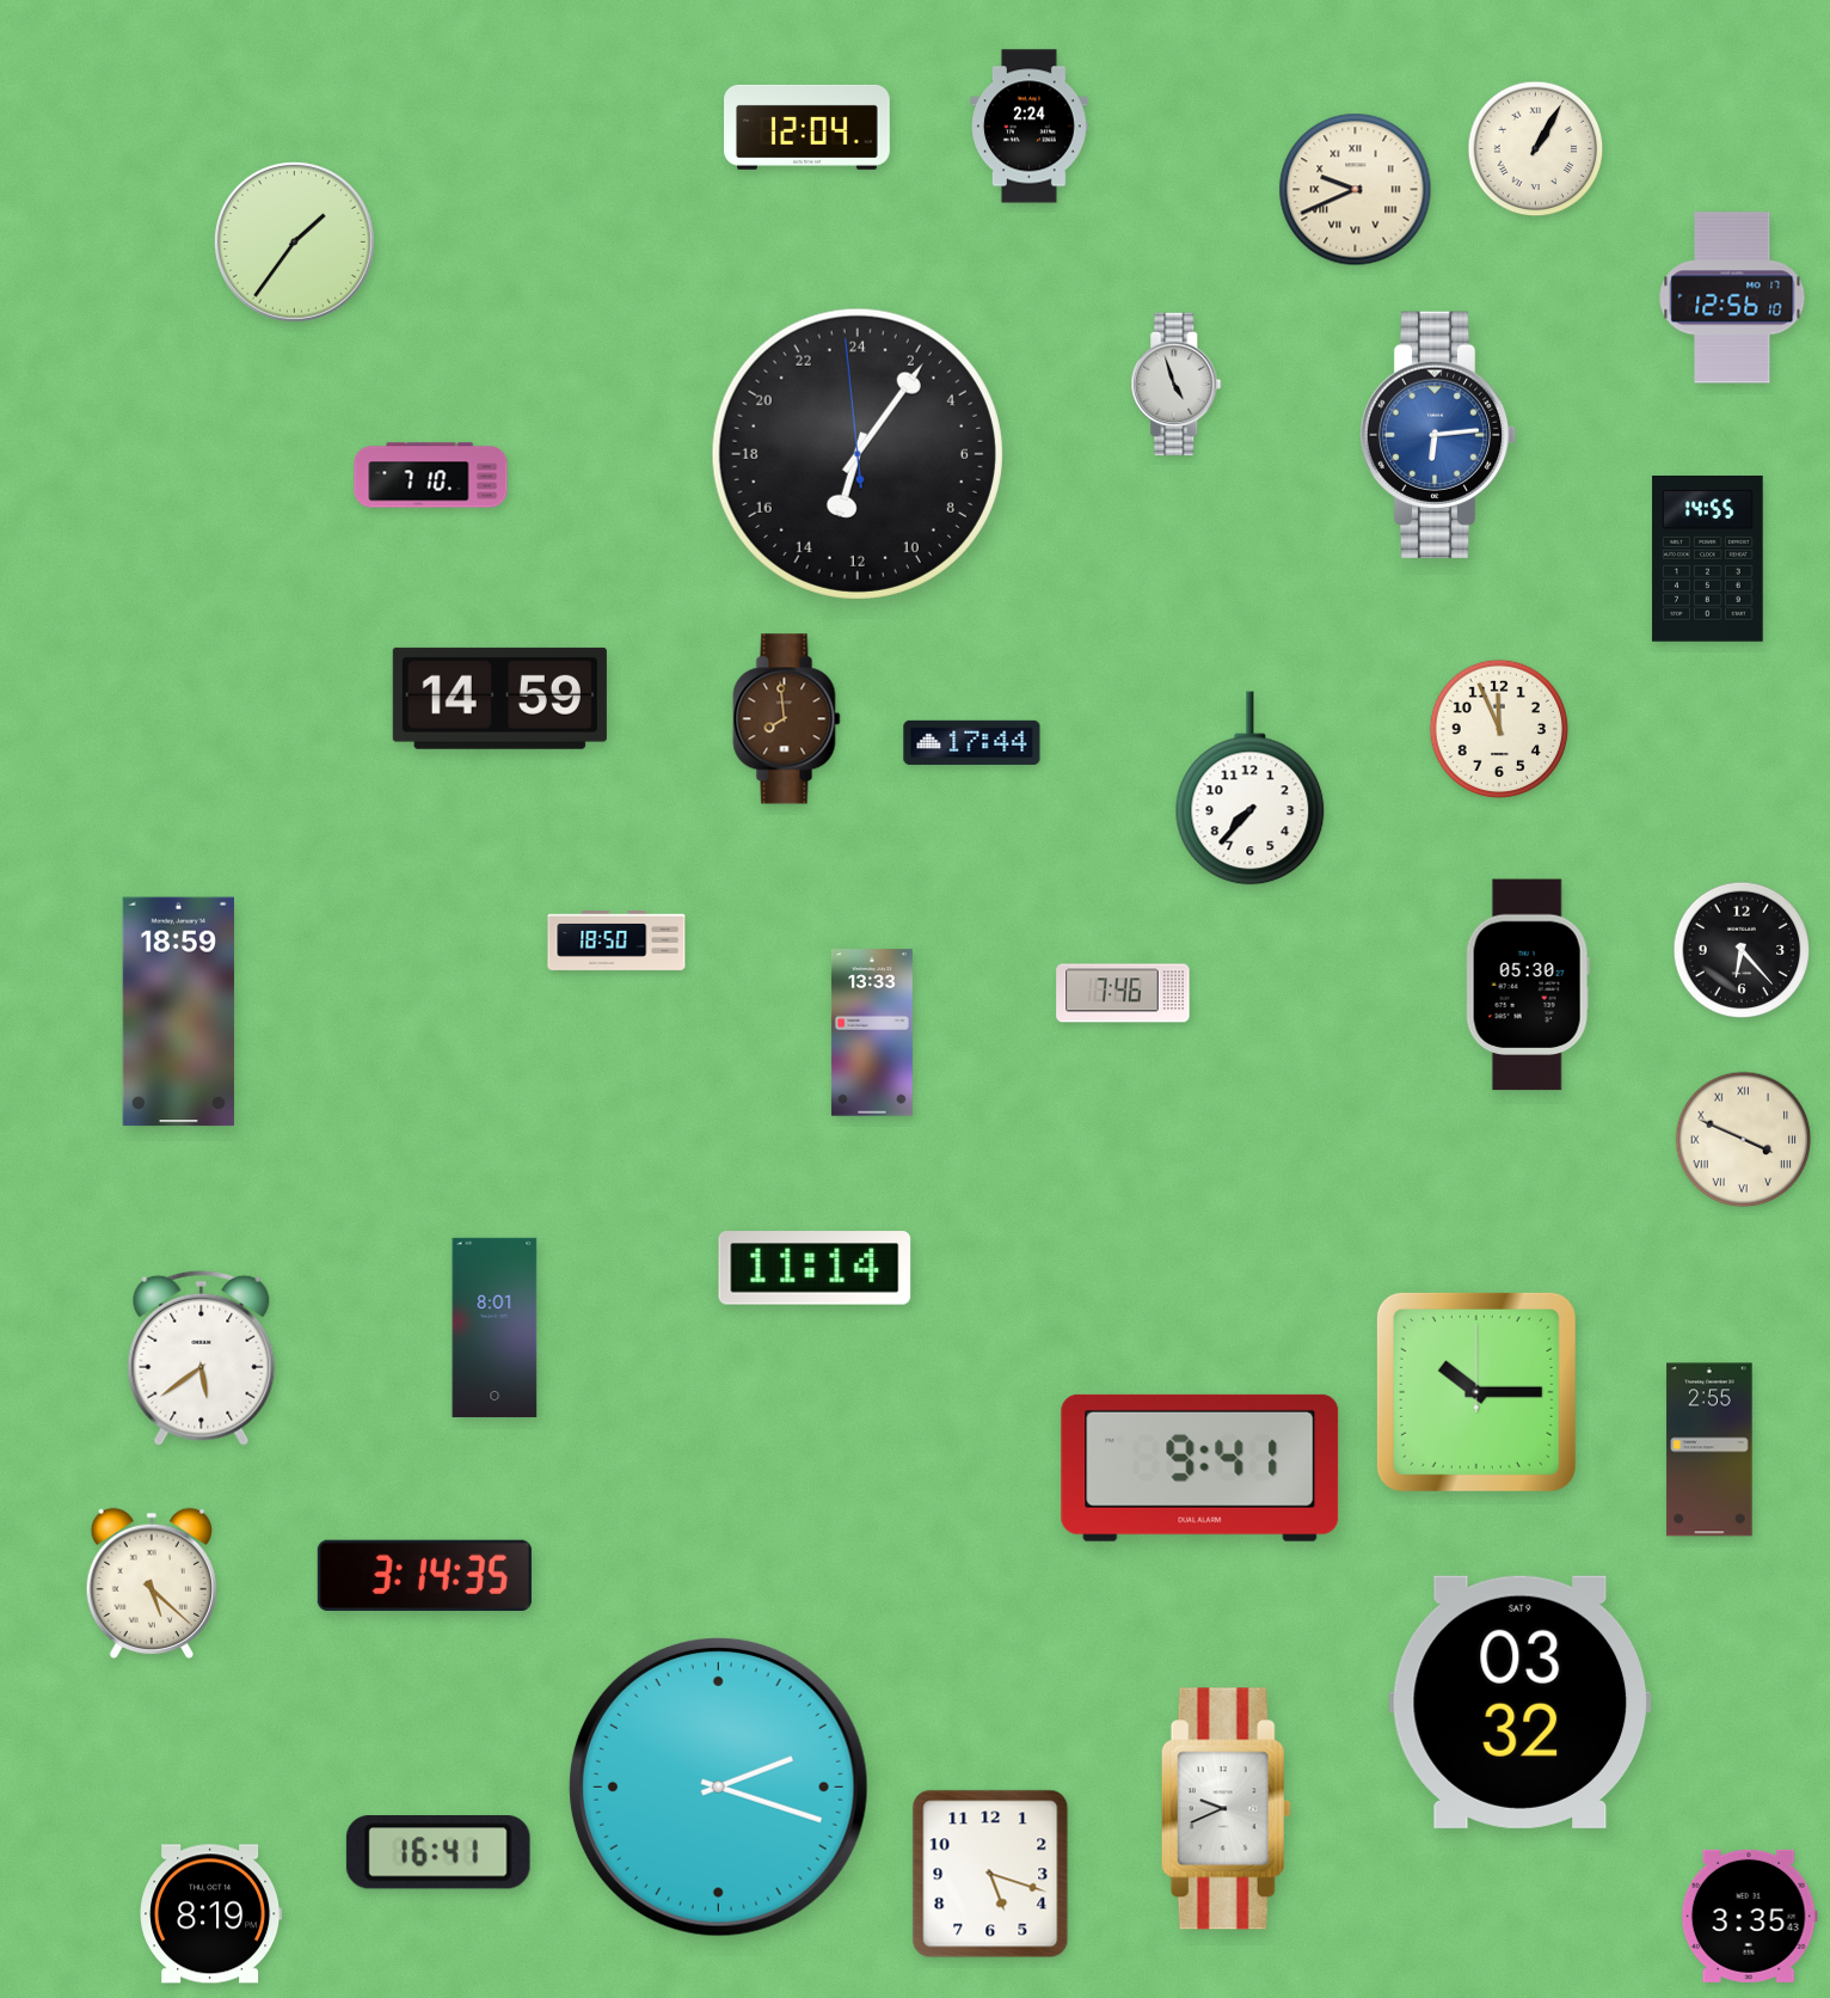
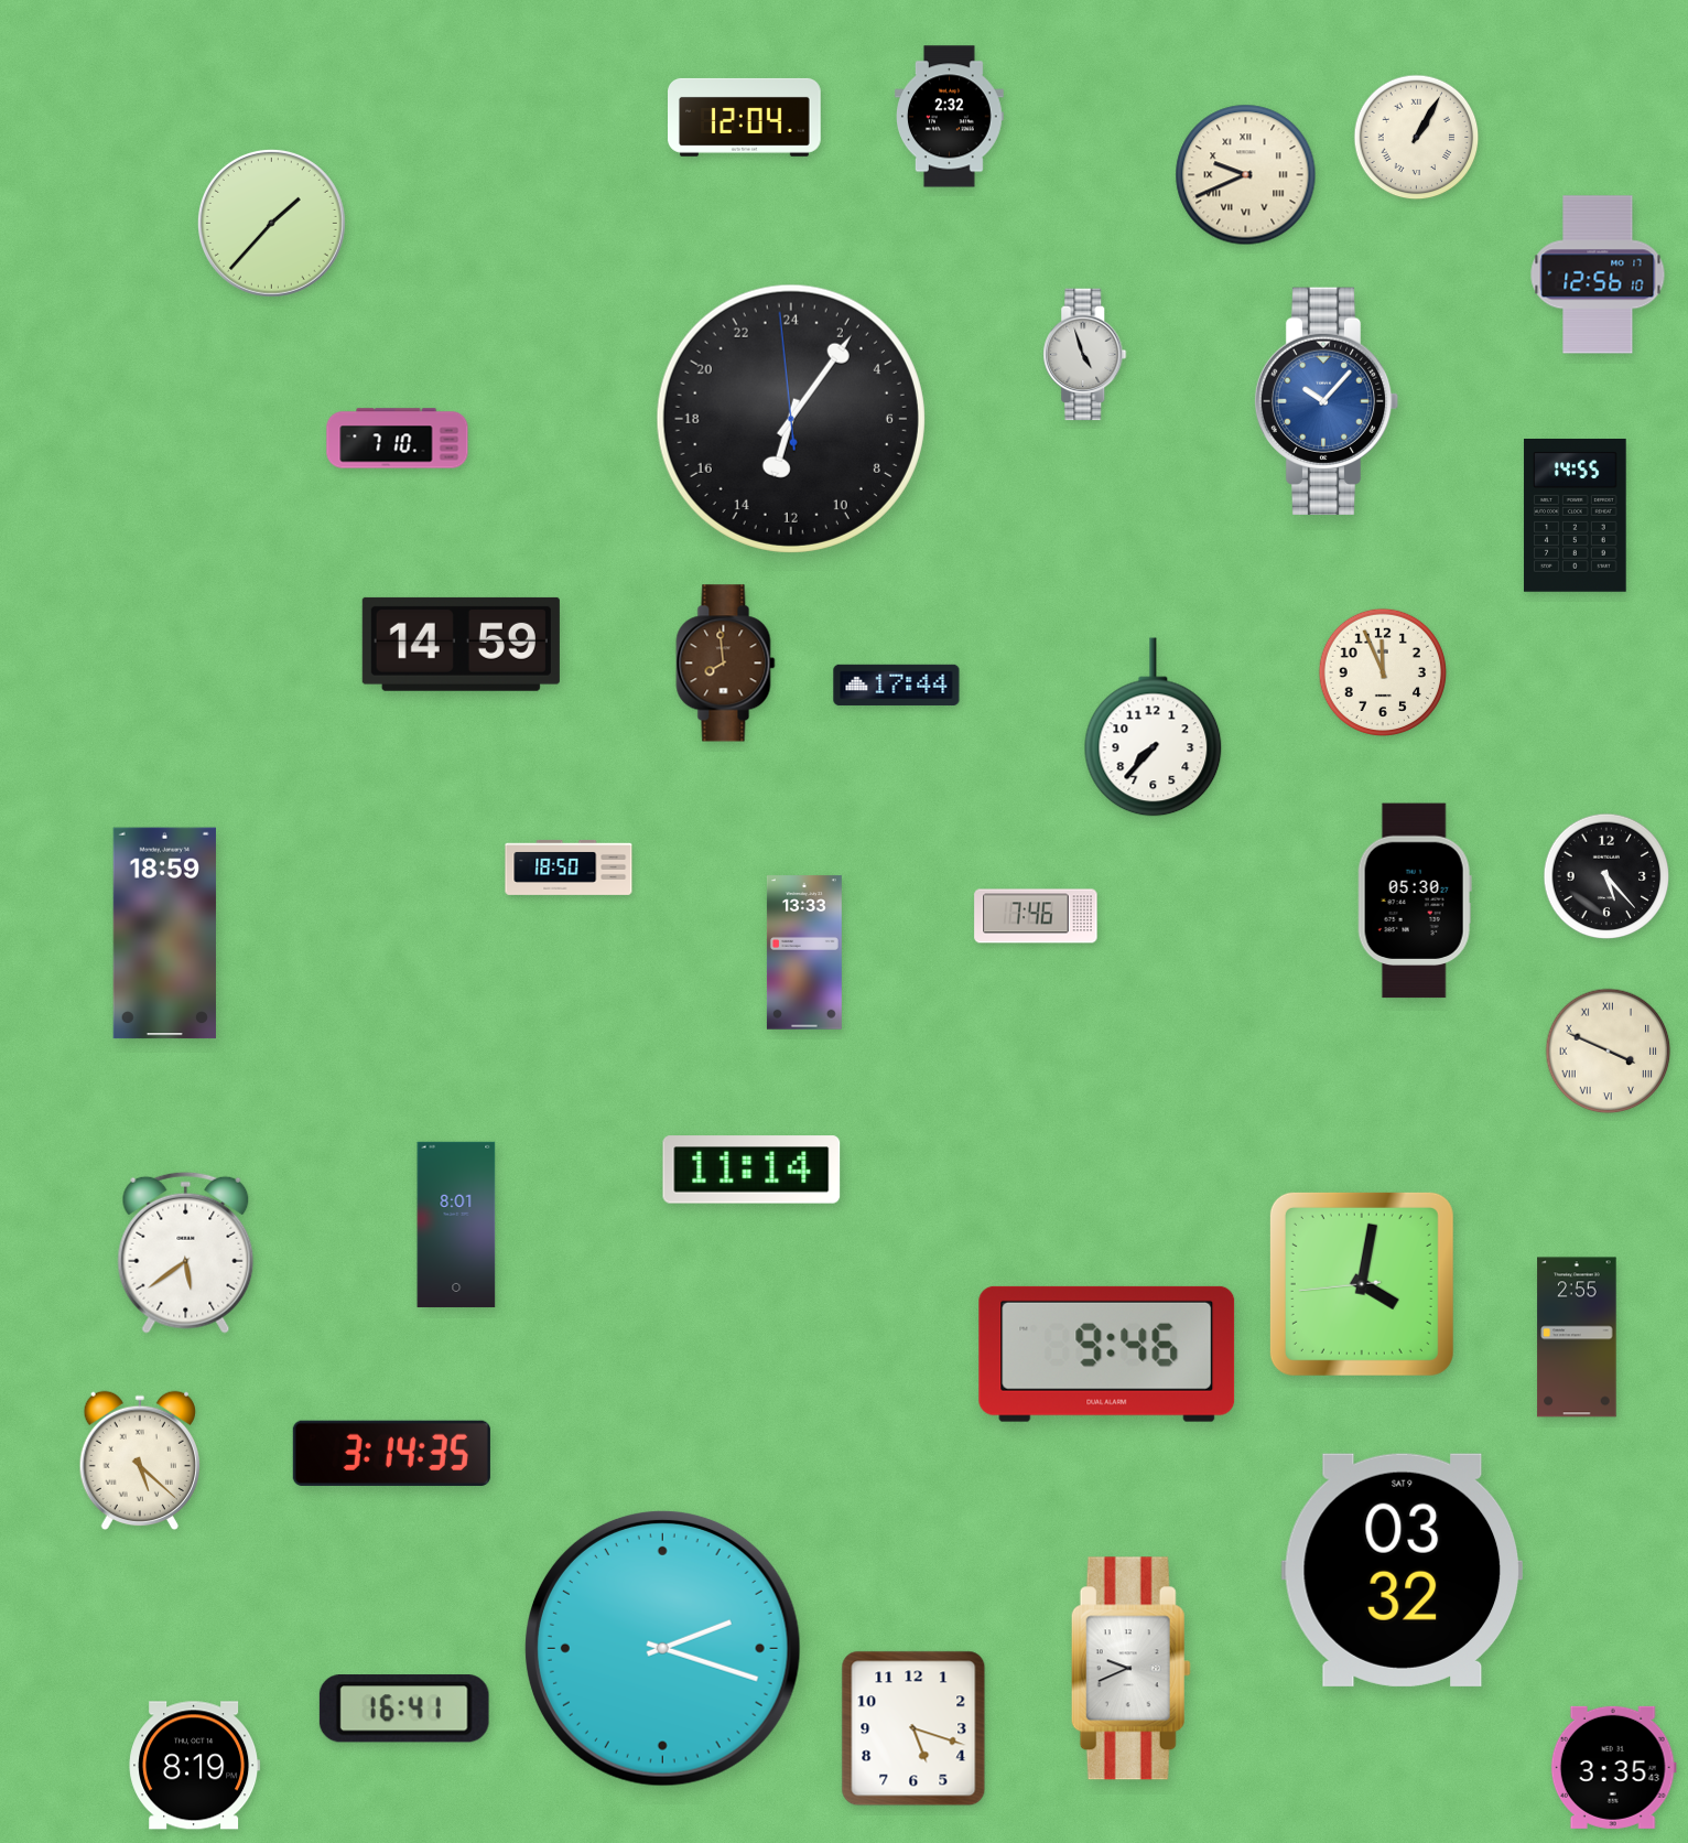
clock at (1030, 127): 2:24 -> 2:32
clock at (1356, 190) position: (1356, 190) -> (1246, 175)
clock at (294, 241): 1:36 -> 1:37
clock at (1438, 435): 6:14 -> 10:07
clock at (1742, 950): 6:23 -> 5:23
clock at (1528, 985) position: (1528, 985) -> (1415, 901)
clock at (1476, 1392): 10:15 -> 4:01
clock at (1200, 1467): 9:41 -> 9:46
